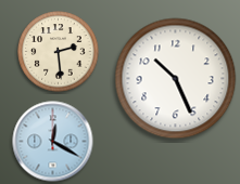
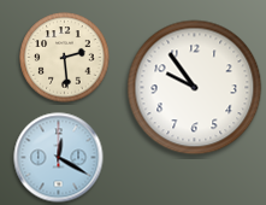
clock at (176, 79): 10:26 -> 9:54
